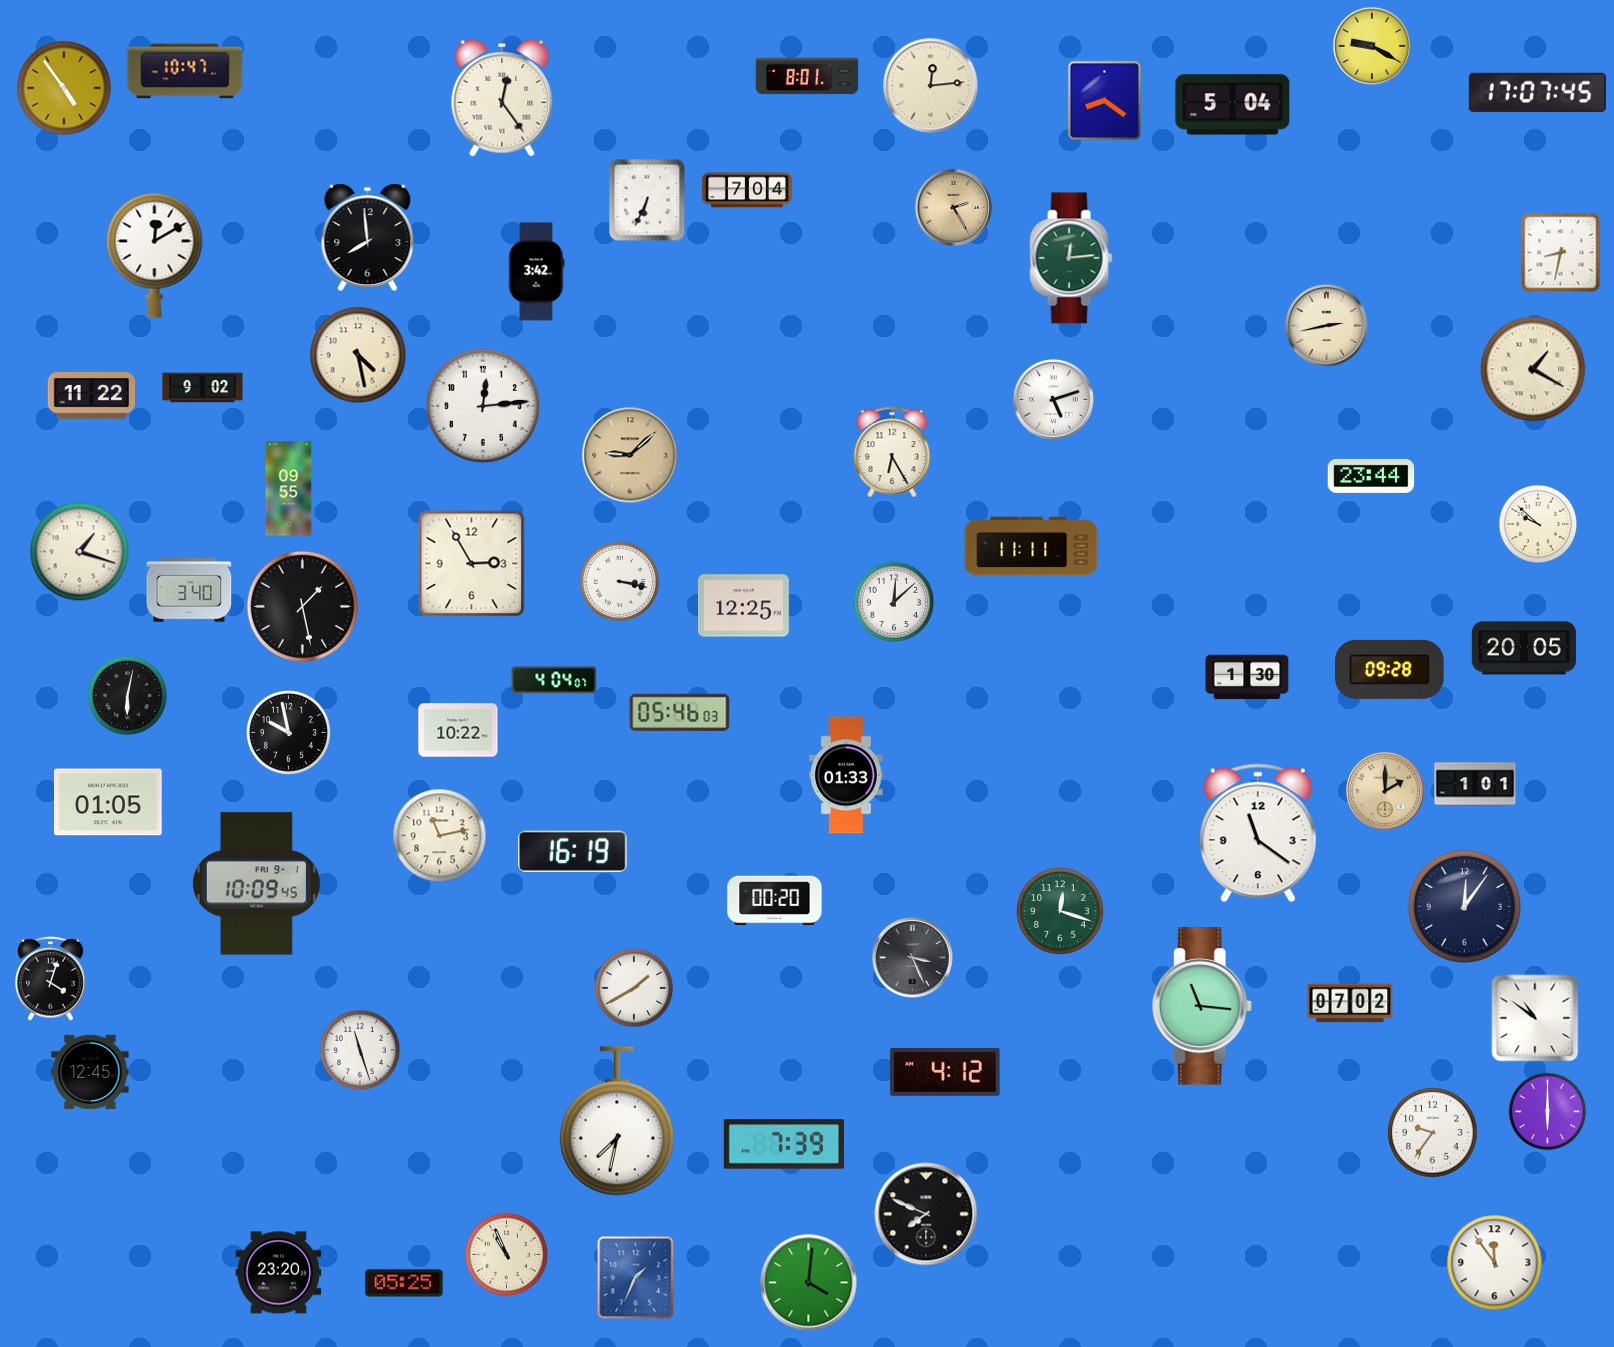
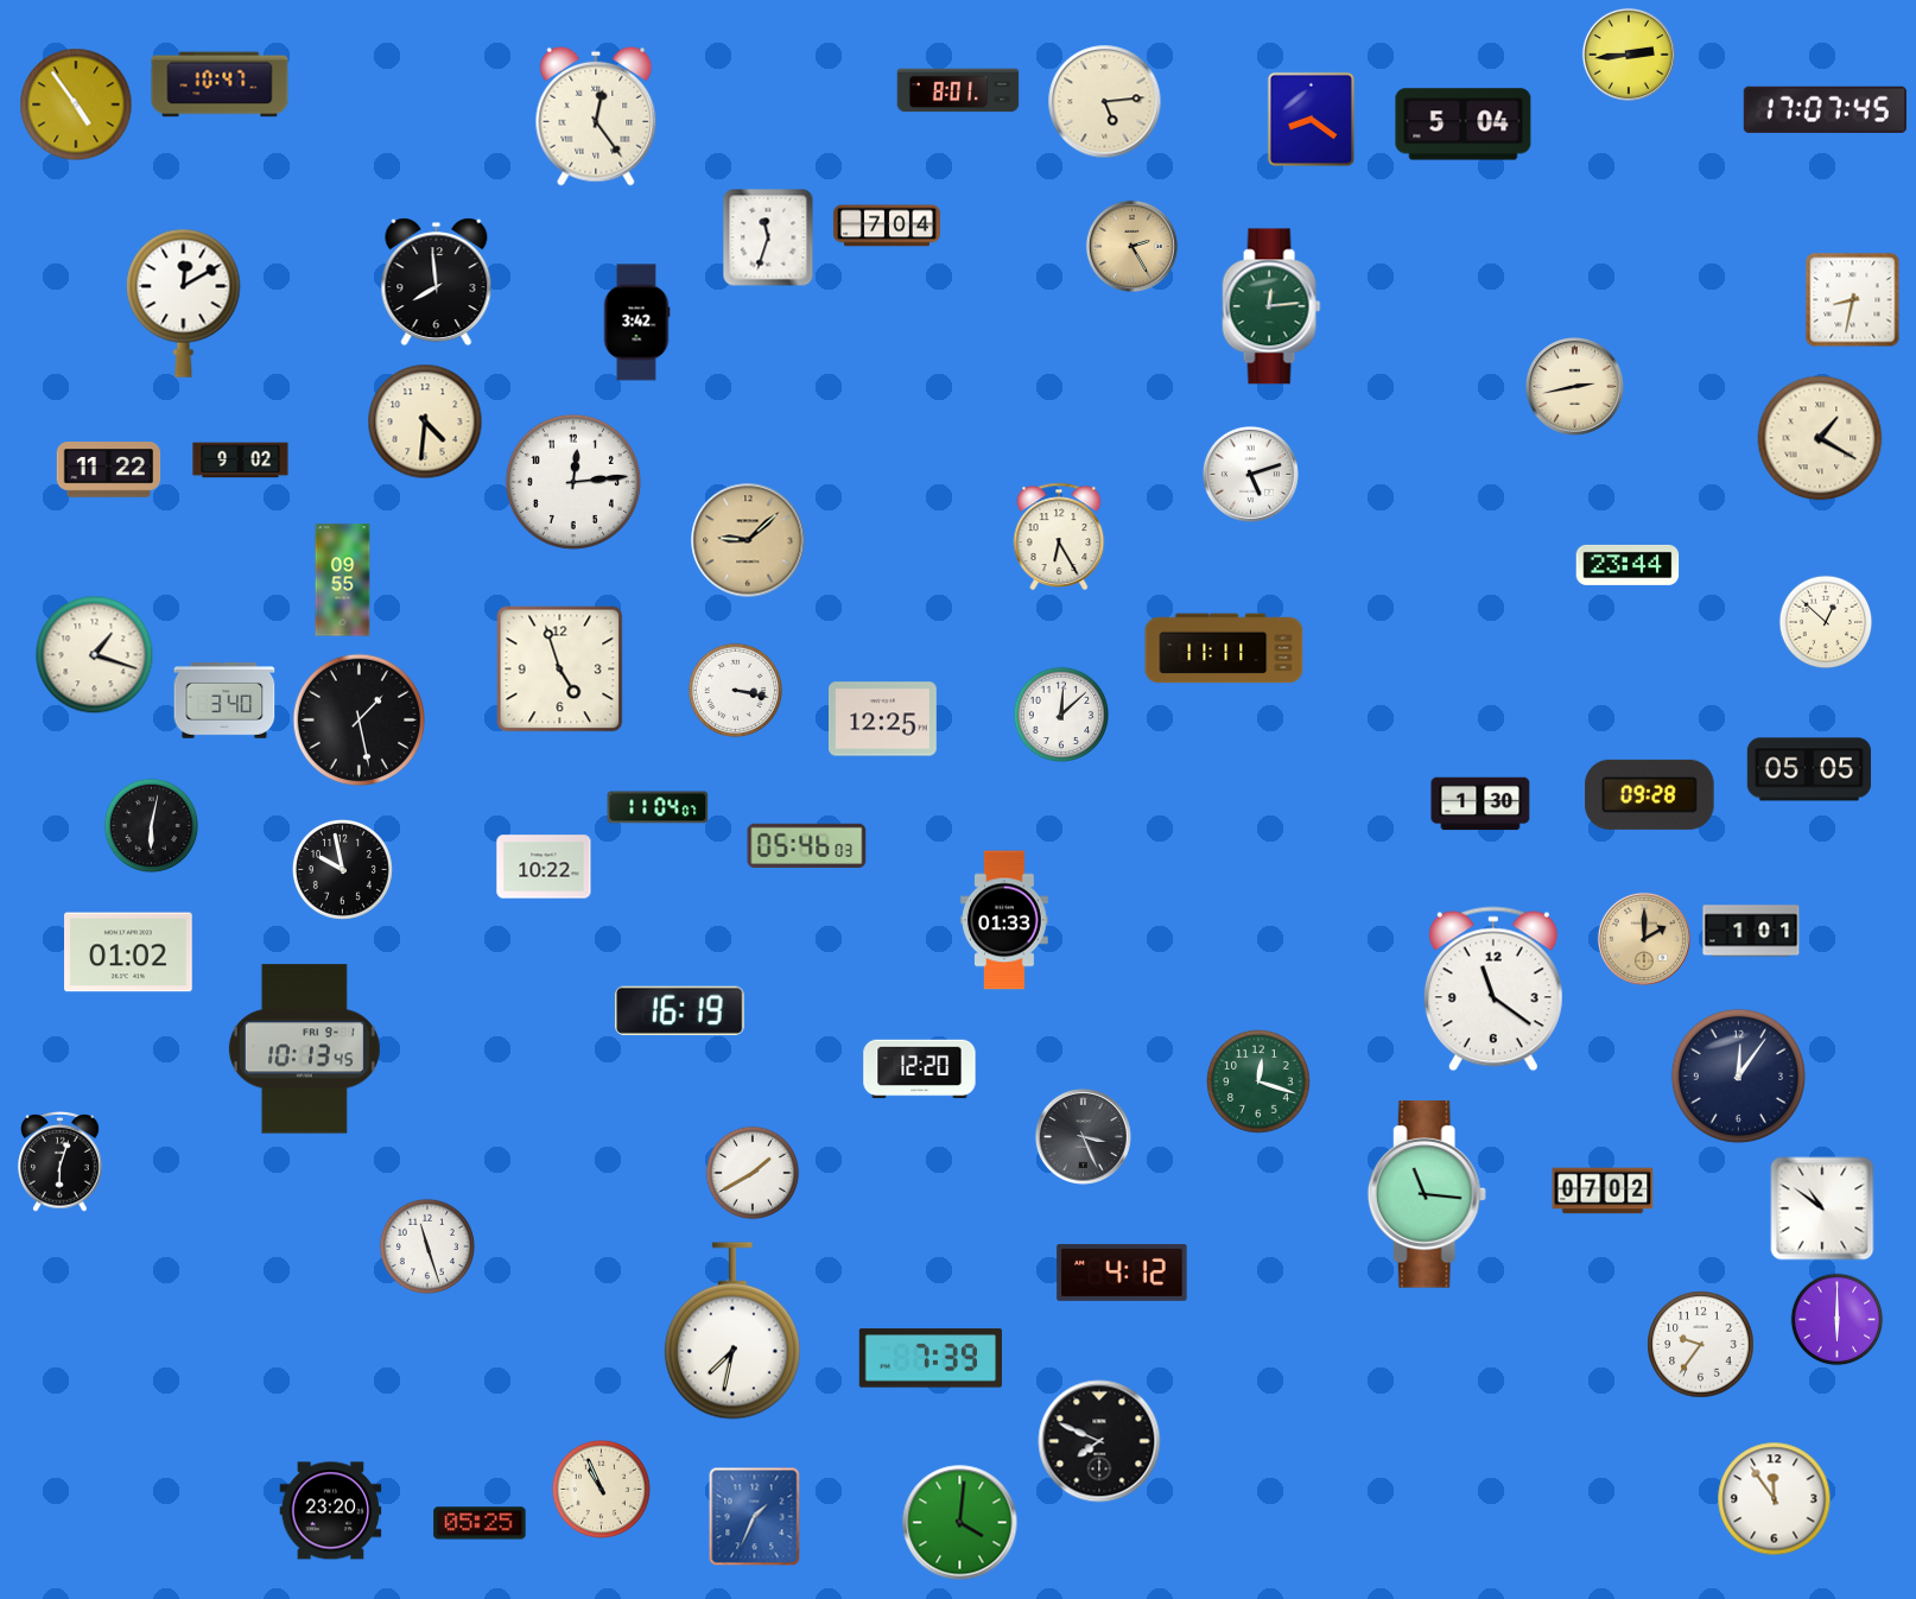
clock at (1372, 46): 9:20 -> 2:44
clock at (931, 86): 12:14 -> 5:14
clock at (647, 200): 6:34 -> 11:33
clock at (358, 355): 4:28 -> 4:31
clock at (1538, 524): 9:52 -> 12:52
clock at (472, 564): 2:55 -> 4:57
clock at (1524, 648): 20:05 -> 05:05
clock at (554, 680): 4:04 -> 11:04
clock at (108, 802): 01:05 -> 01:02
clock at (440, 836): 11:13 -> none
clock at (256, 884): 10:09 -> 10:13
clock at (775, 901): 00:20 -> 12:20
clock at (51, 978): 4:03 -> 6:03
clock at (90, 1072): 12:45 -> none
